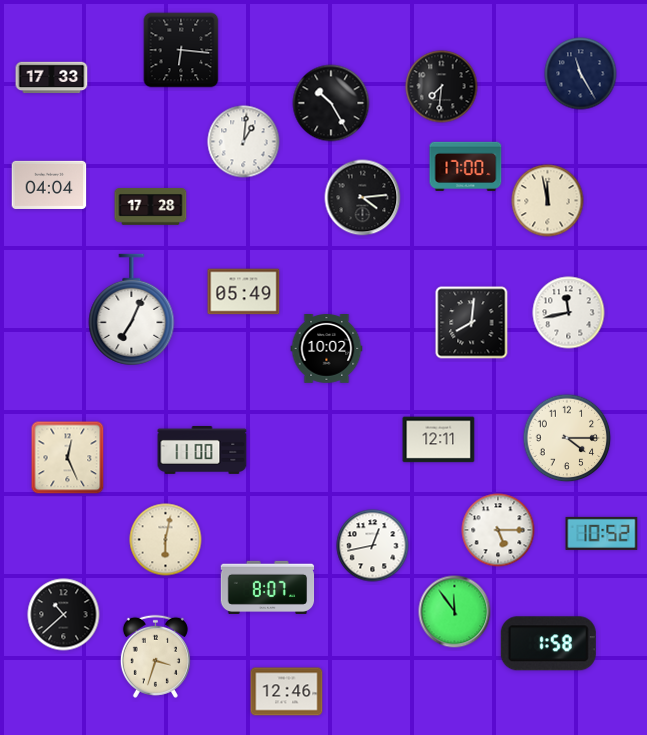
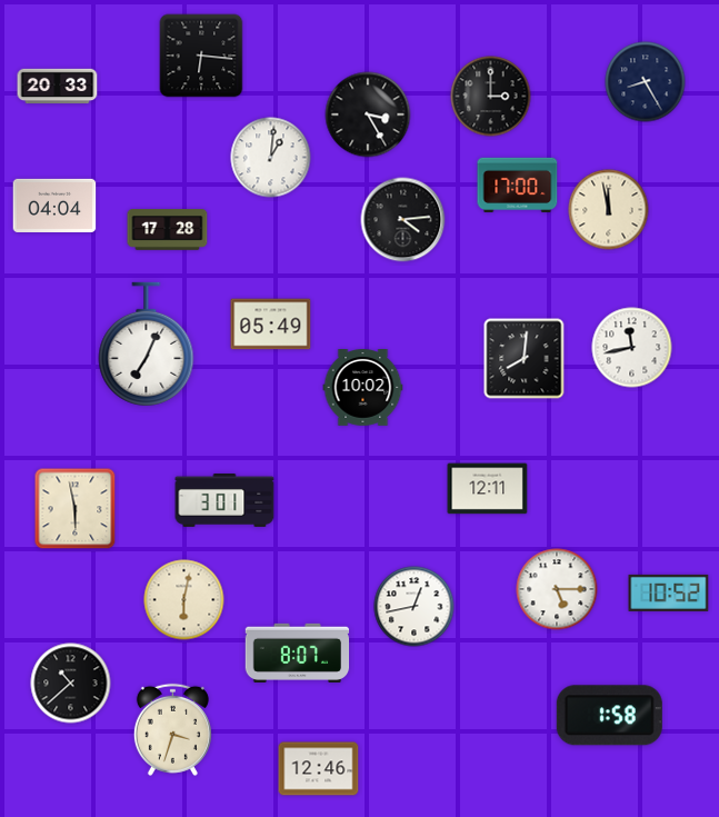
clock at (581, 74): 11:25 -> 8:25
clock at (52, 78): 17:33 -> 20:33
clock at (442, 87): 7:31 -> 3:00
clock at (331, 103): 10:25 -> 3:25
clock at (548, 201) position: (548, 201) -> (609, 210)
clock at (567, 438): 4:15 -> none
clock at (202, 450): 11:00 -> 3:01
clock at (68, 458): 12:26 -> 5:58
clock at (498, 530) position: (498, 530) -> (557, 589)
clock at (455, 612): 11:54 -> none
